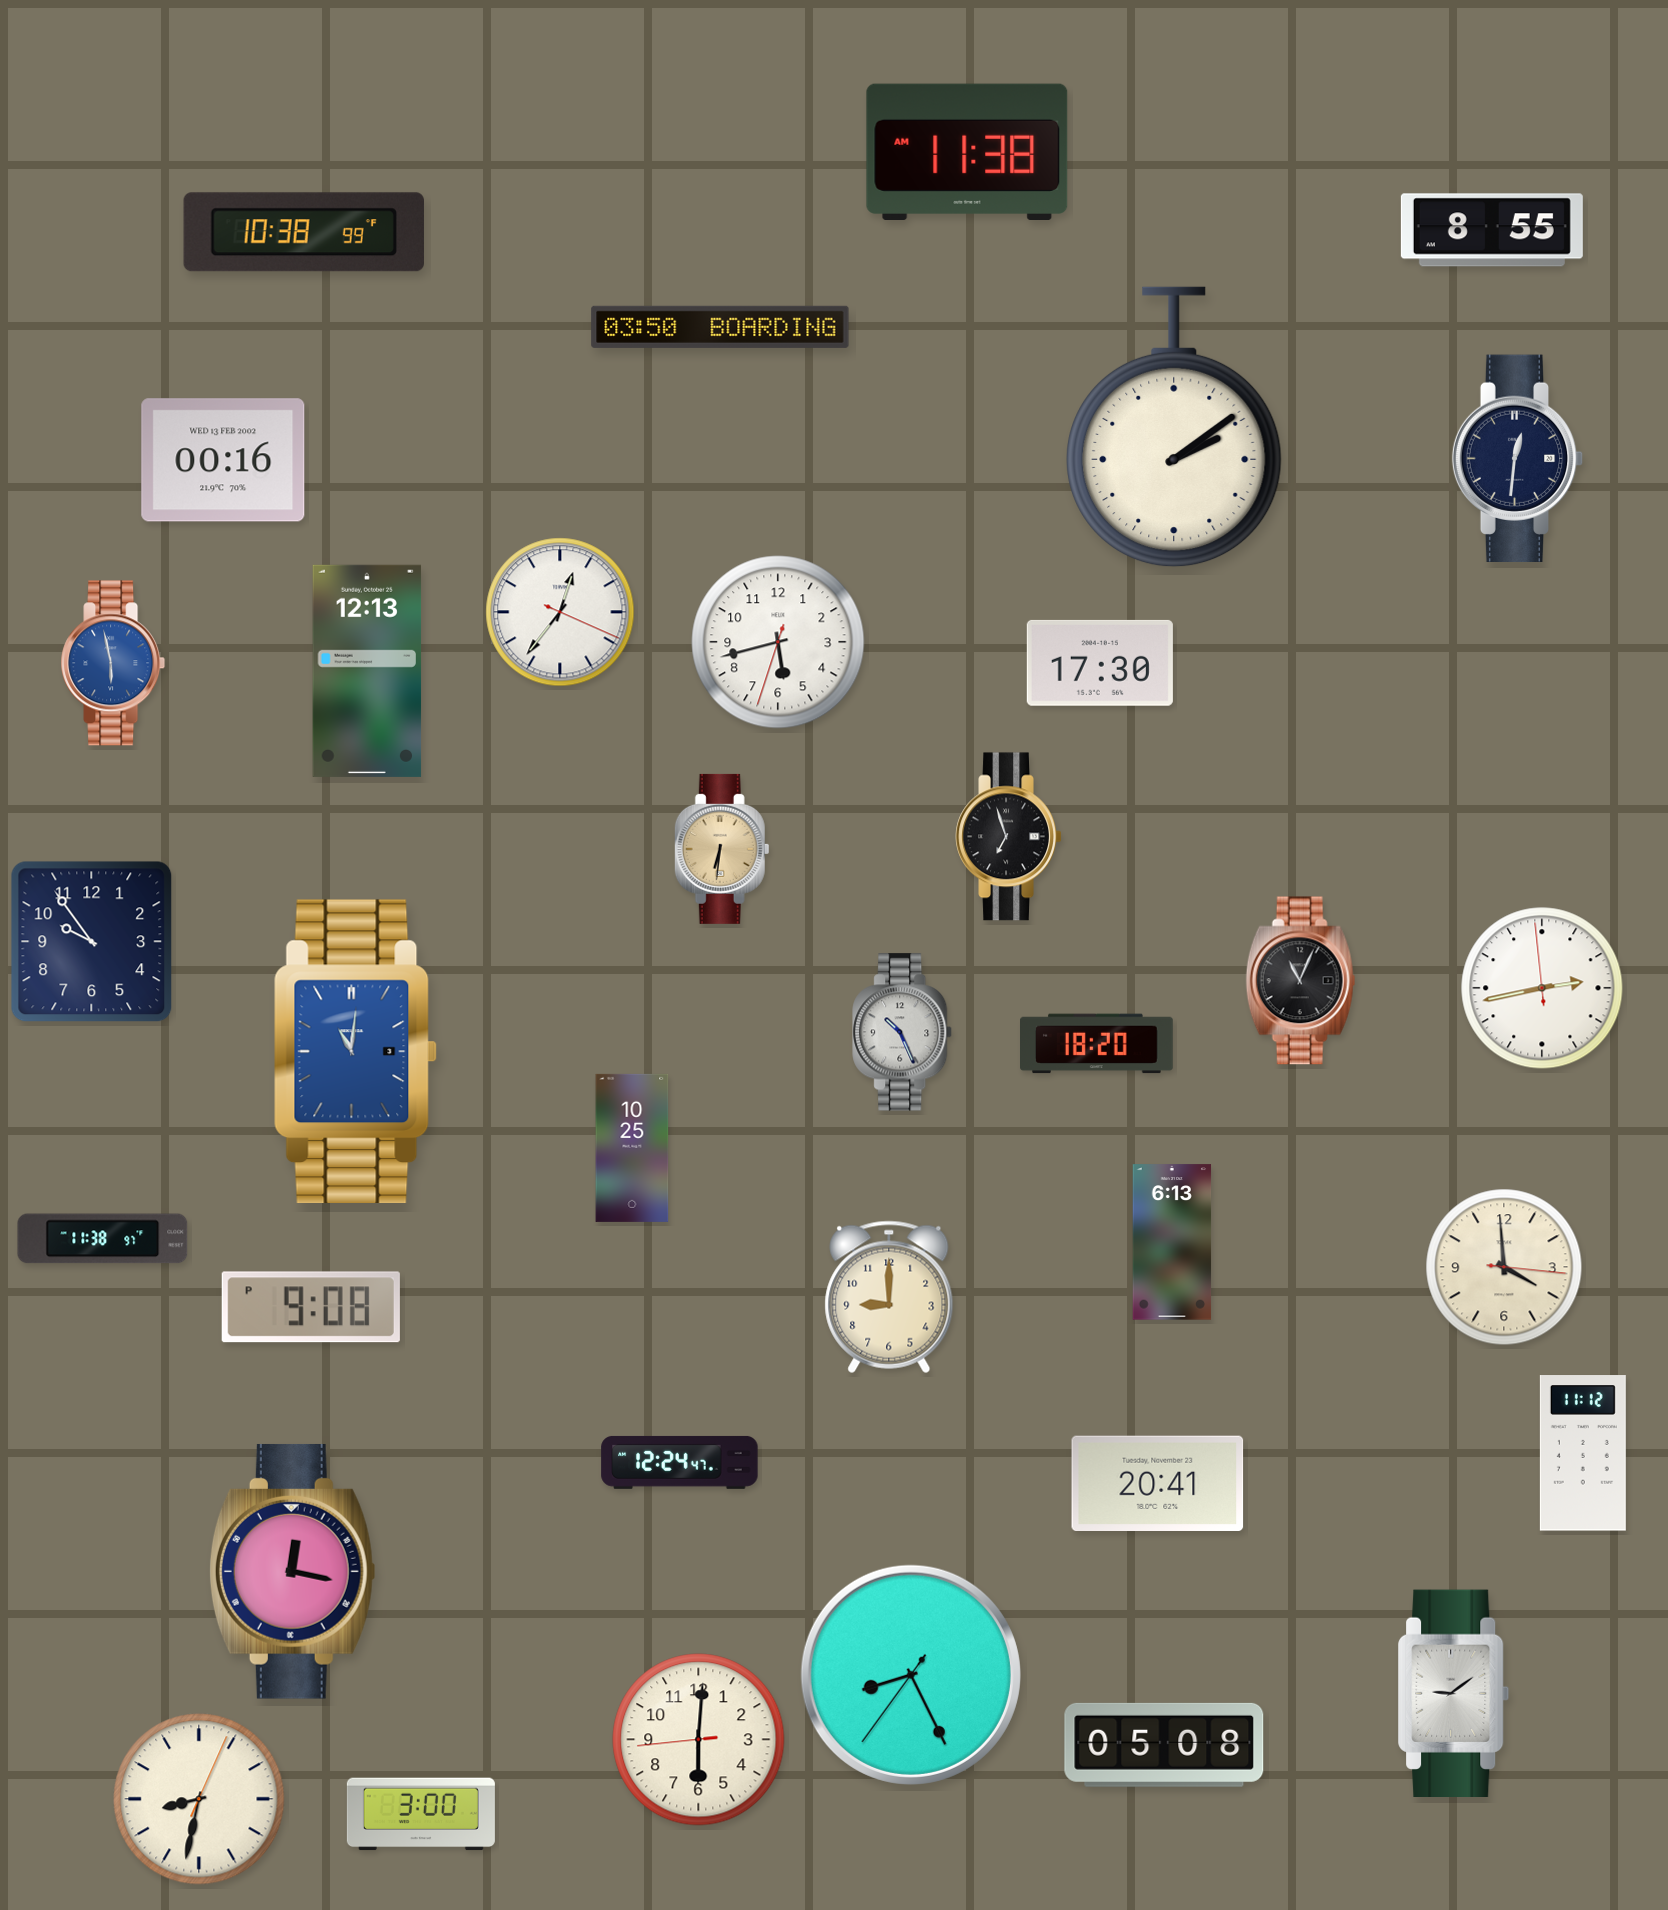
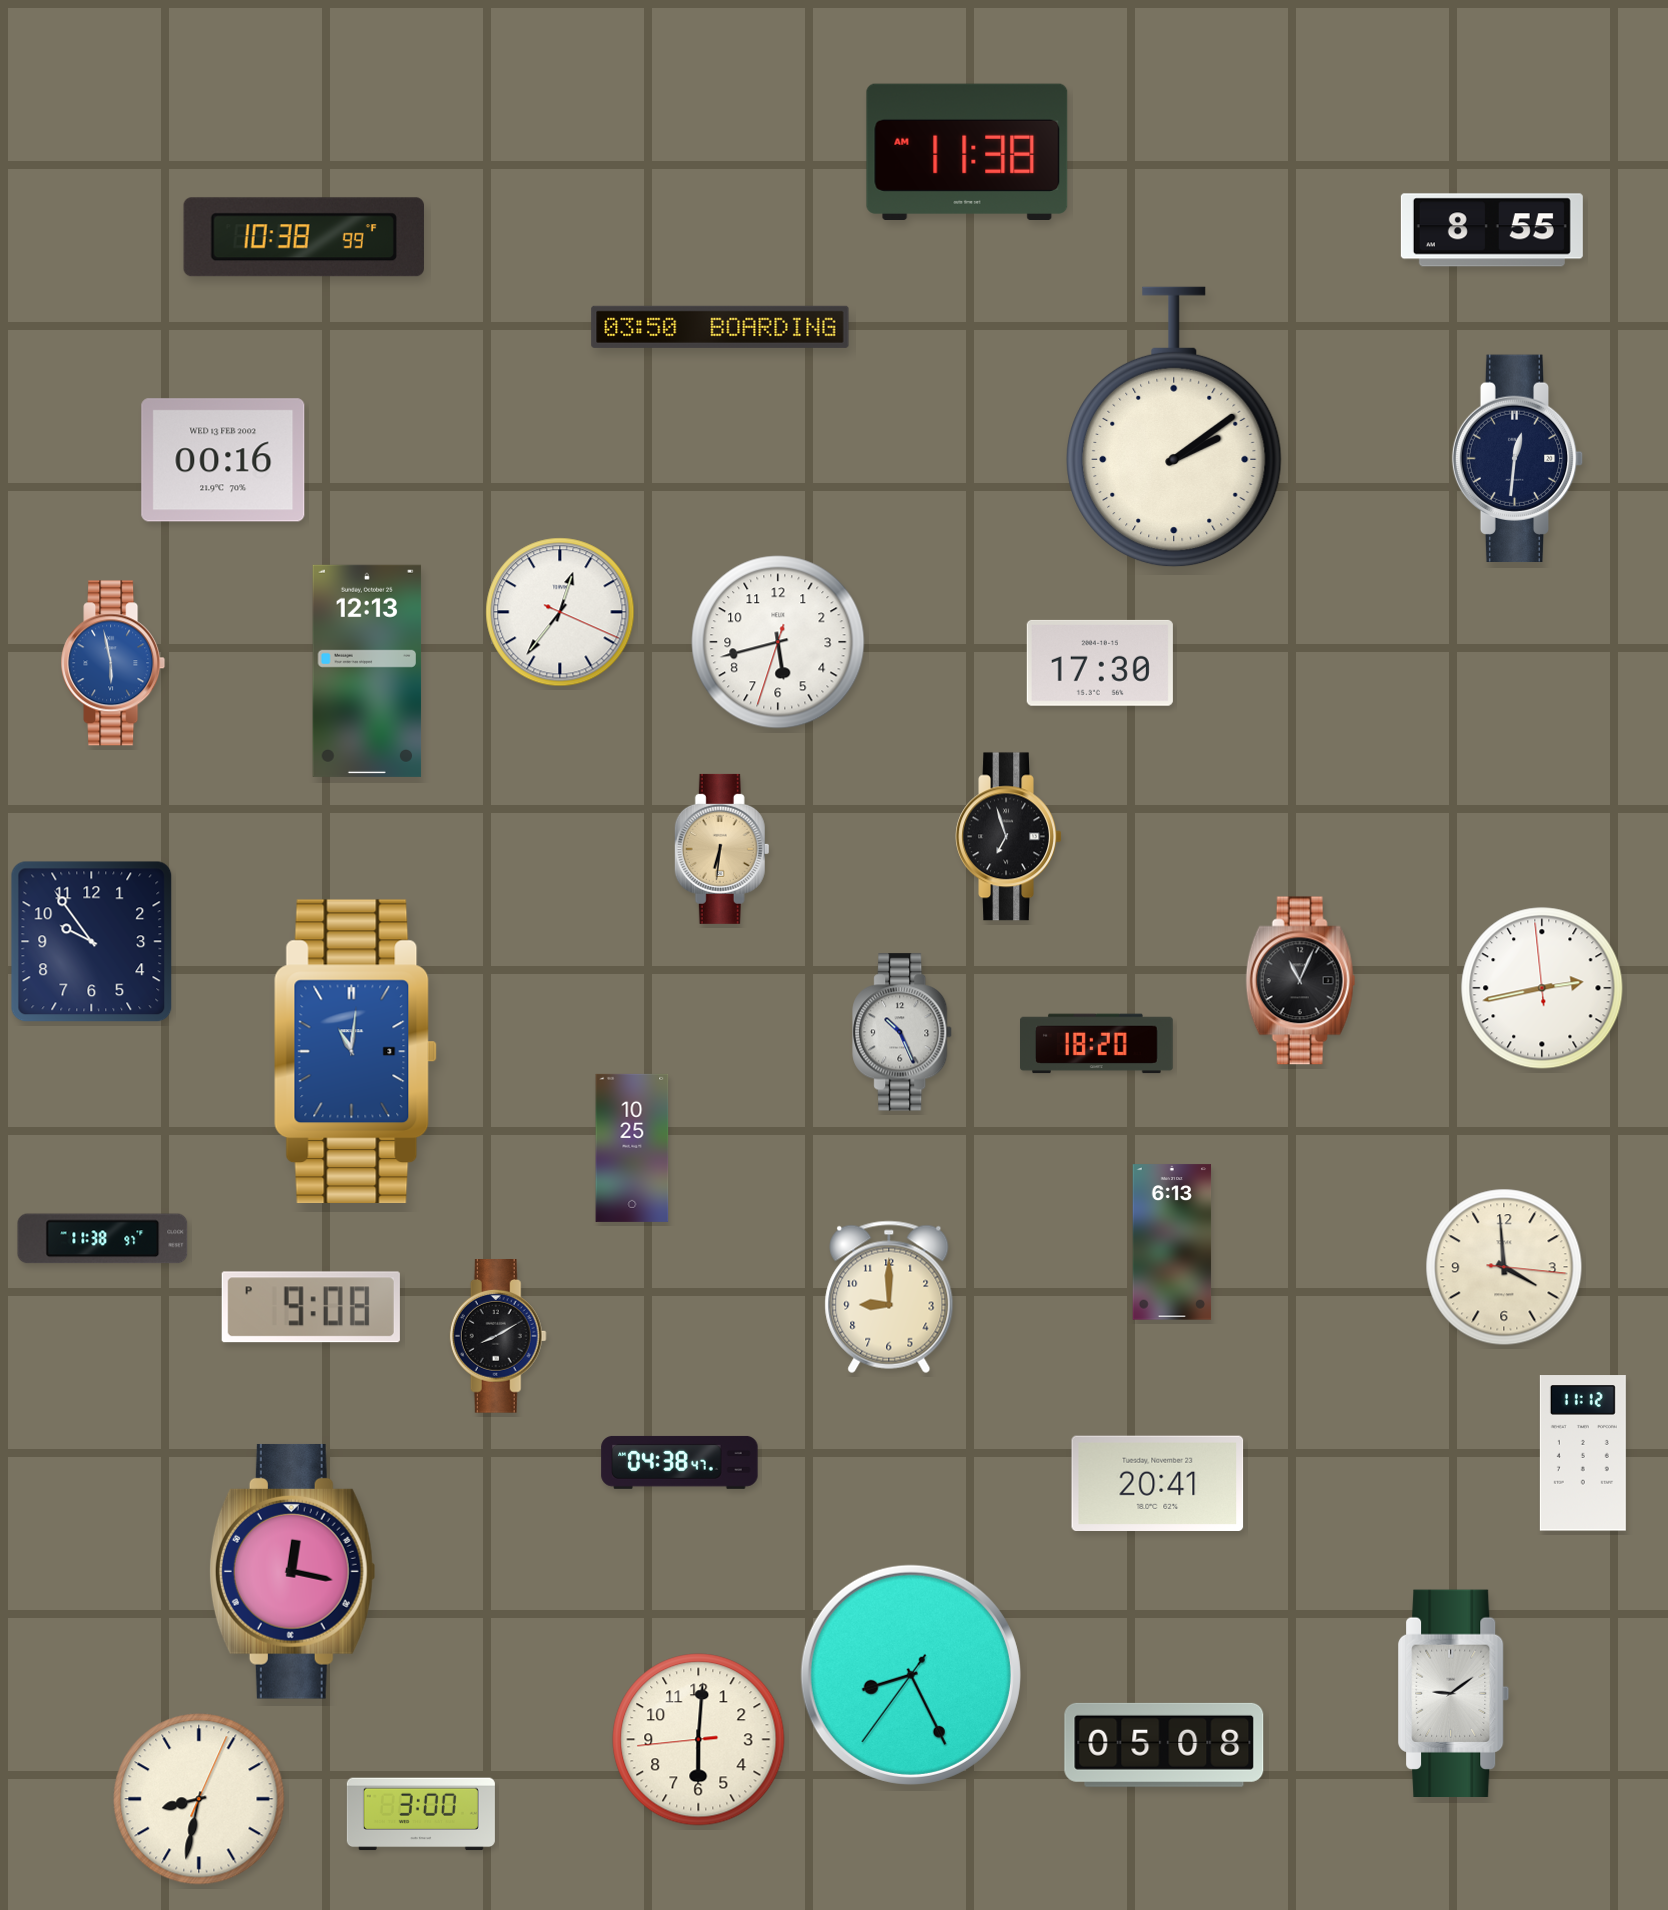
clock at (304, 232) position: (304, 232) -> (304, 237)
clock at (498, 1337): none -> 8:10
clock at (680, 1462): 12:24 -> 04:38
